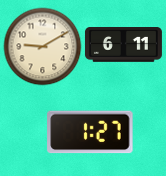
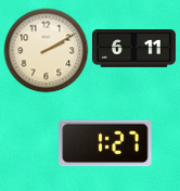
clock at (42, 46): 9:10 -> 2:10
clock at (90, 132) position: (90, 132) -> (105, 143)
